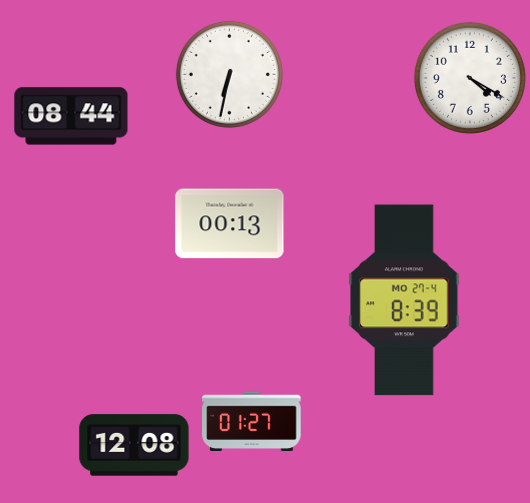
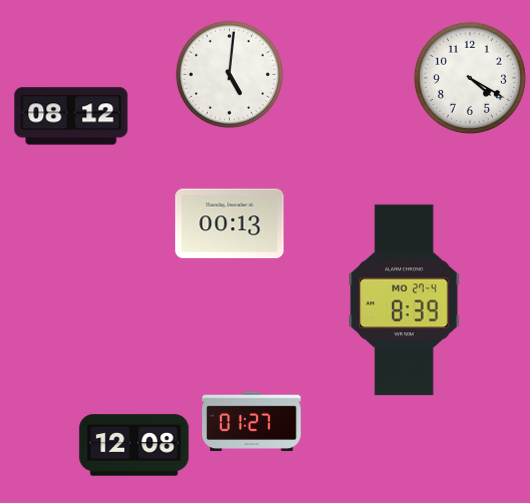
clock at (229, 74): 6:32 -> 5:01
clock at (71, 116): 08:44 -> 08:12
